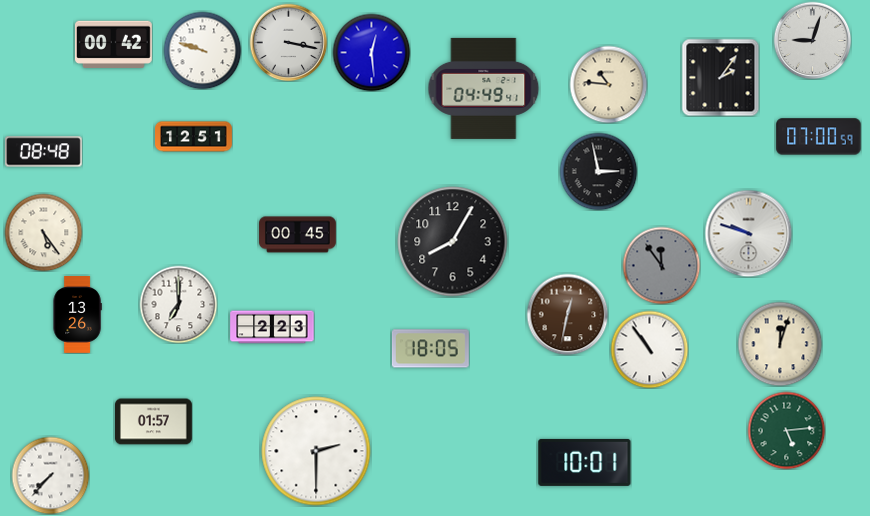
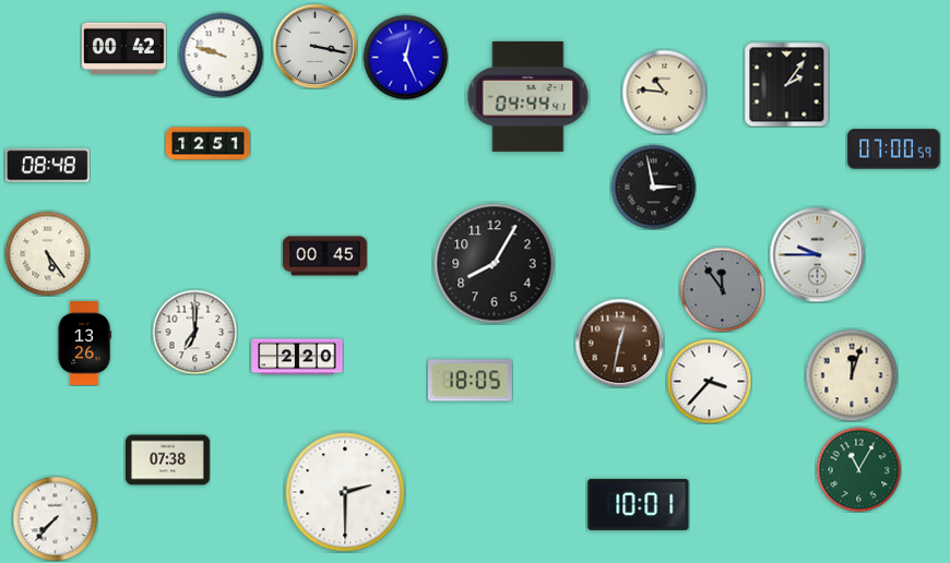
clock at (812, 40): 9:03 -> none
clock at (371, 52): 12:29 -> 12:26
clock at (484, 88): 04:49 -> 04:44
clock at (194, 137) position: (194, 137) -> (209, 144)
clock at (748, 233): 9:48 -> 9:45
clock at (272, 327): 2:23 -> 2:20
clock at (649, 349): 10:54 -> 3:37
clock at (154, 422): 01:57 -> 07:38
clock at (786, 430): 5:14 -> 11:05
